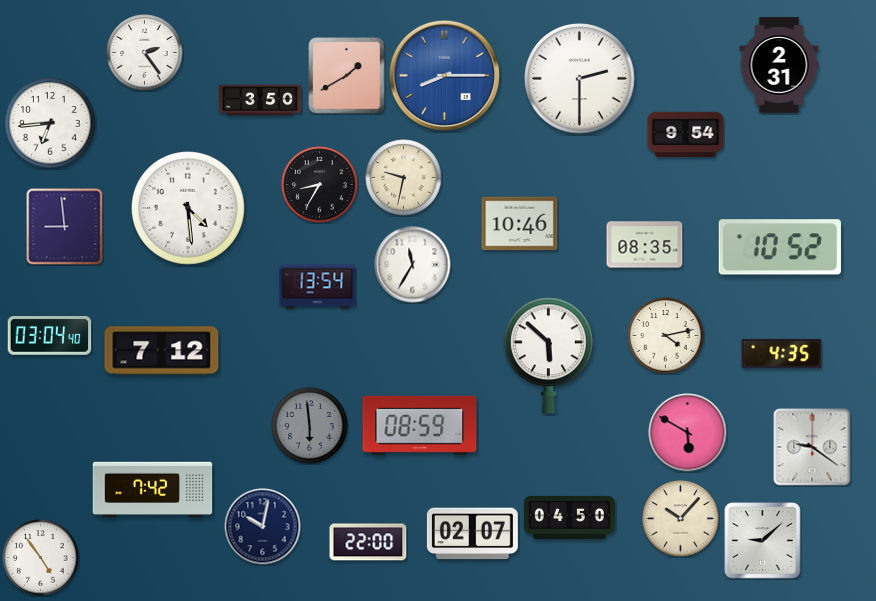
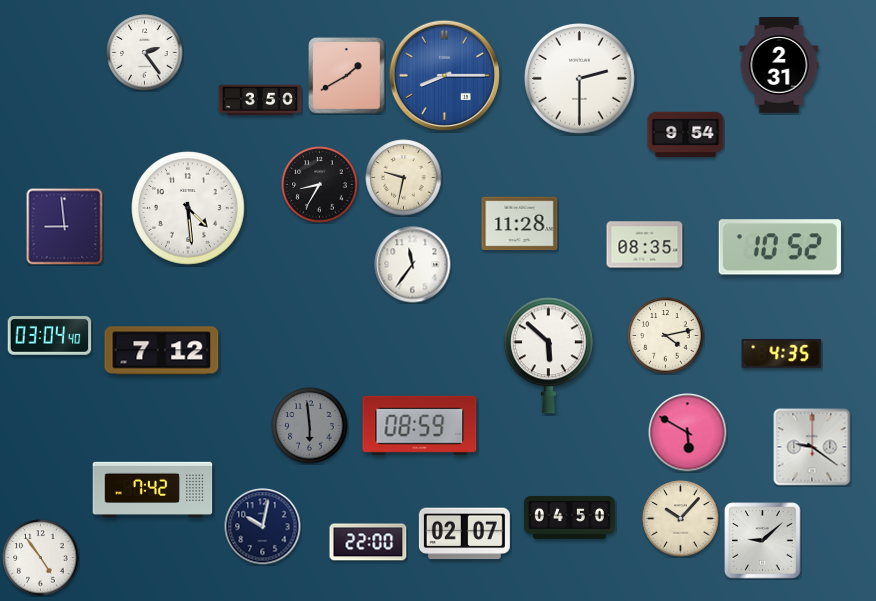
clock at (50, 123): 6:44 -> none
clock at (520, 224): 10:46 -> 11:28
clock at (413, 265): 11:35 -> 11:36
clock at (318, 287): 13:54 -> none
clock at (472, 534) position: (472, 534) -> (464, 534)
